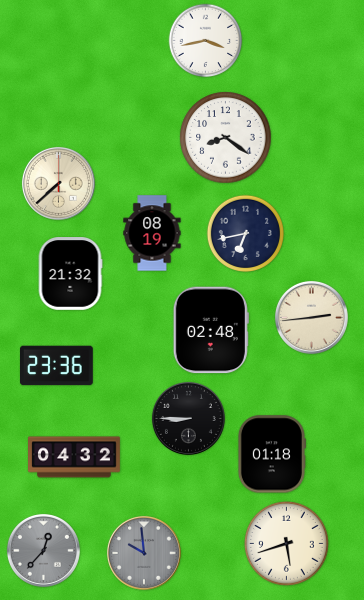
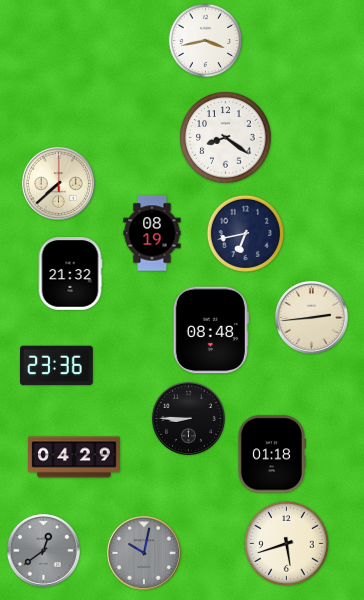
clock at (211, 330): 02:48 -> 08:48
clock at (75, 457): 04:32 -> 04:29
clock at (43, 550): 12:37 -> 12:39
clock at (144, 553): 9:59 -> 10:02
